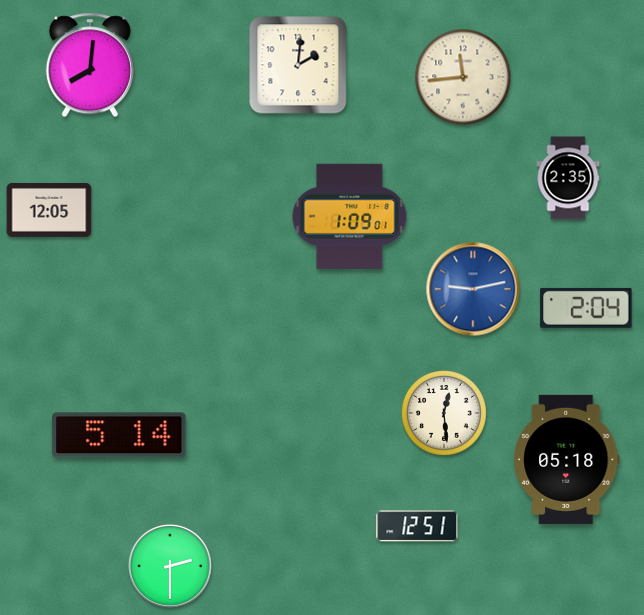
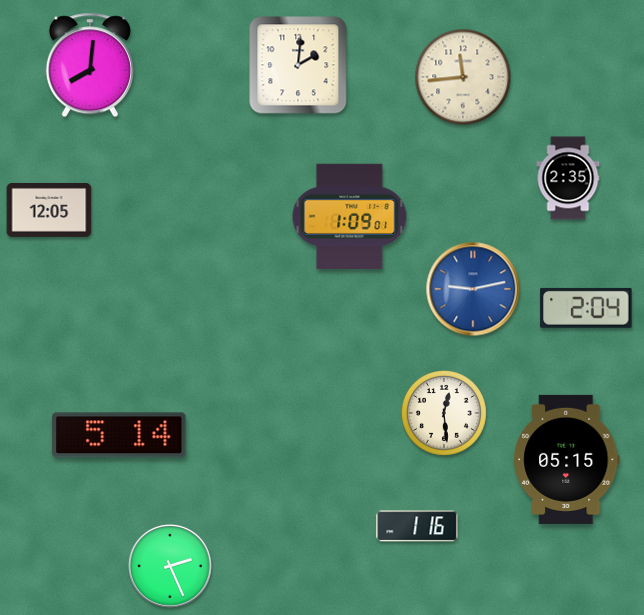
clock at (567, 459): 05:18 -> 05:15
clock at (417, 526): 12:51 -> 1:16
clock at (170, 566): 2:30 -> 2:26
